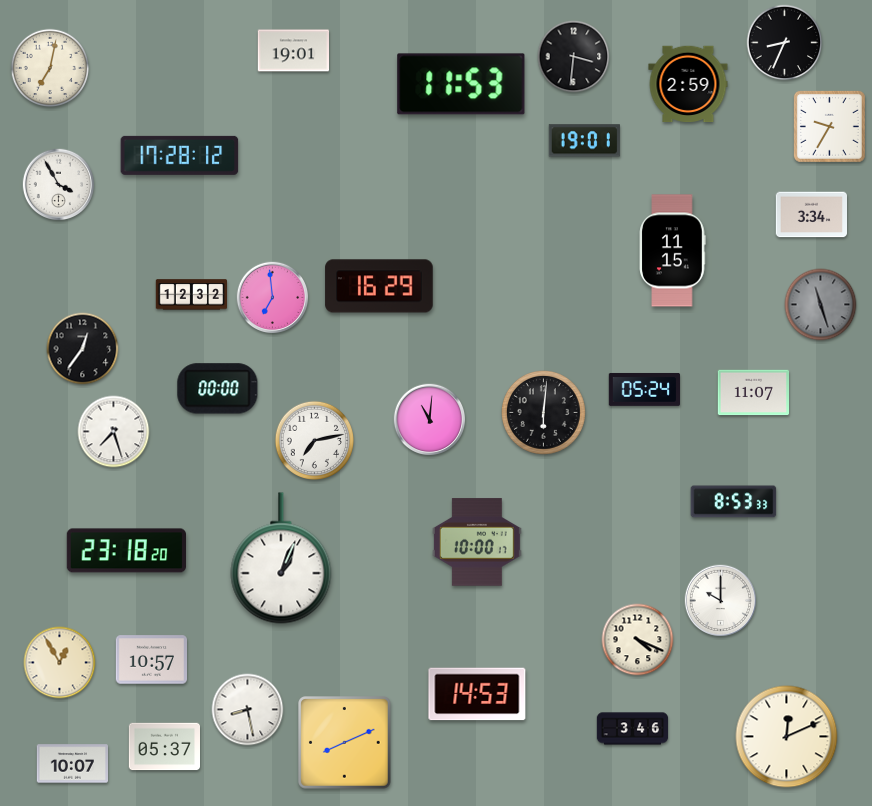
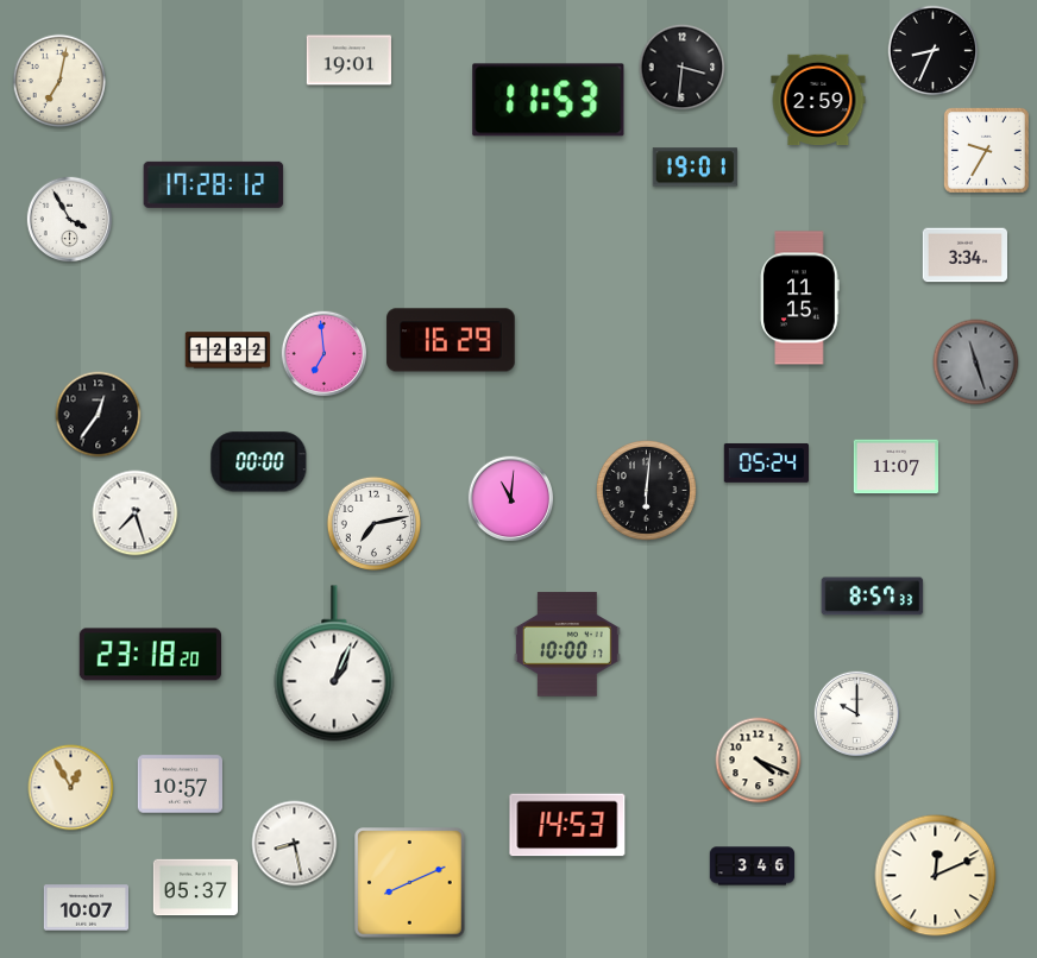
clock at (734, 502): 8:53 -> 8:57
